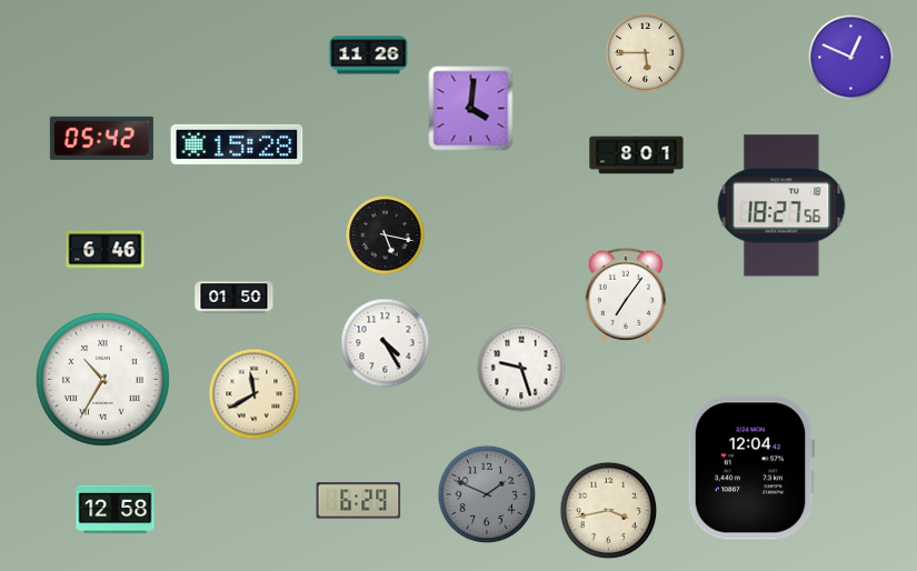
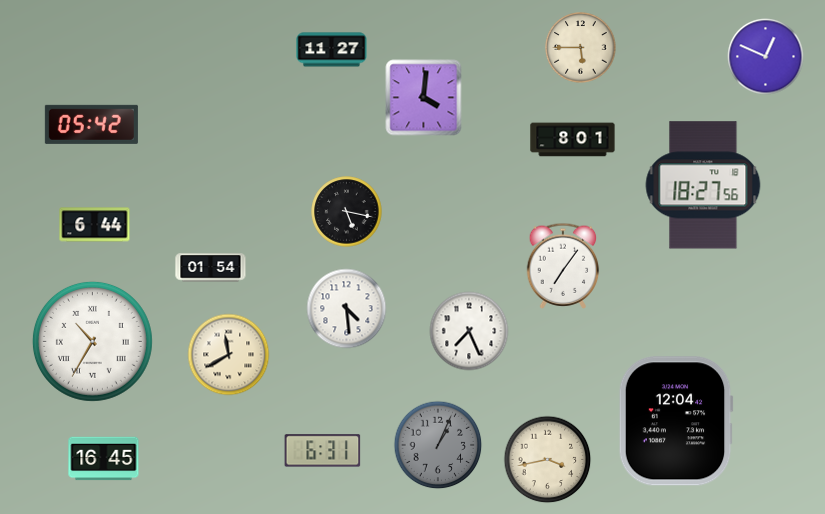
clock at (369, 56): 11:26 -> 11:27
clock at (851, 58) position: (851, 58) -> (766, 57)
clock at (237, 144): 15:28 -> none
clock at (106, 250): 6:46 -> 6:44
clock at (235, 298): 01:50 -> 01:54
clock at (386, 343): 4:25 -> 4:29
clock at (521, 368): 9:27 -> 7:26
clock at (487, 494): 1:49 -> 1:04
clock at (359, 501): 6:29 -> 6:31
clock at (116, 510): 12:58 -> 16:45
